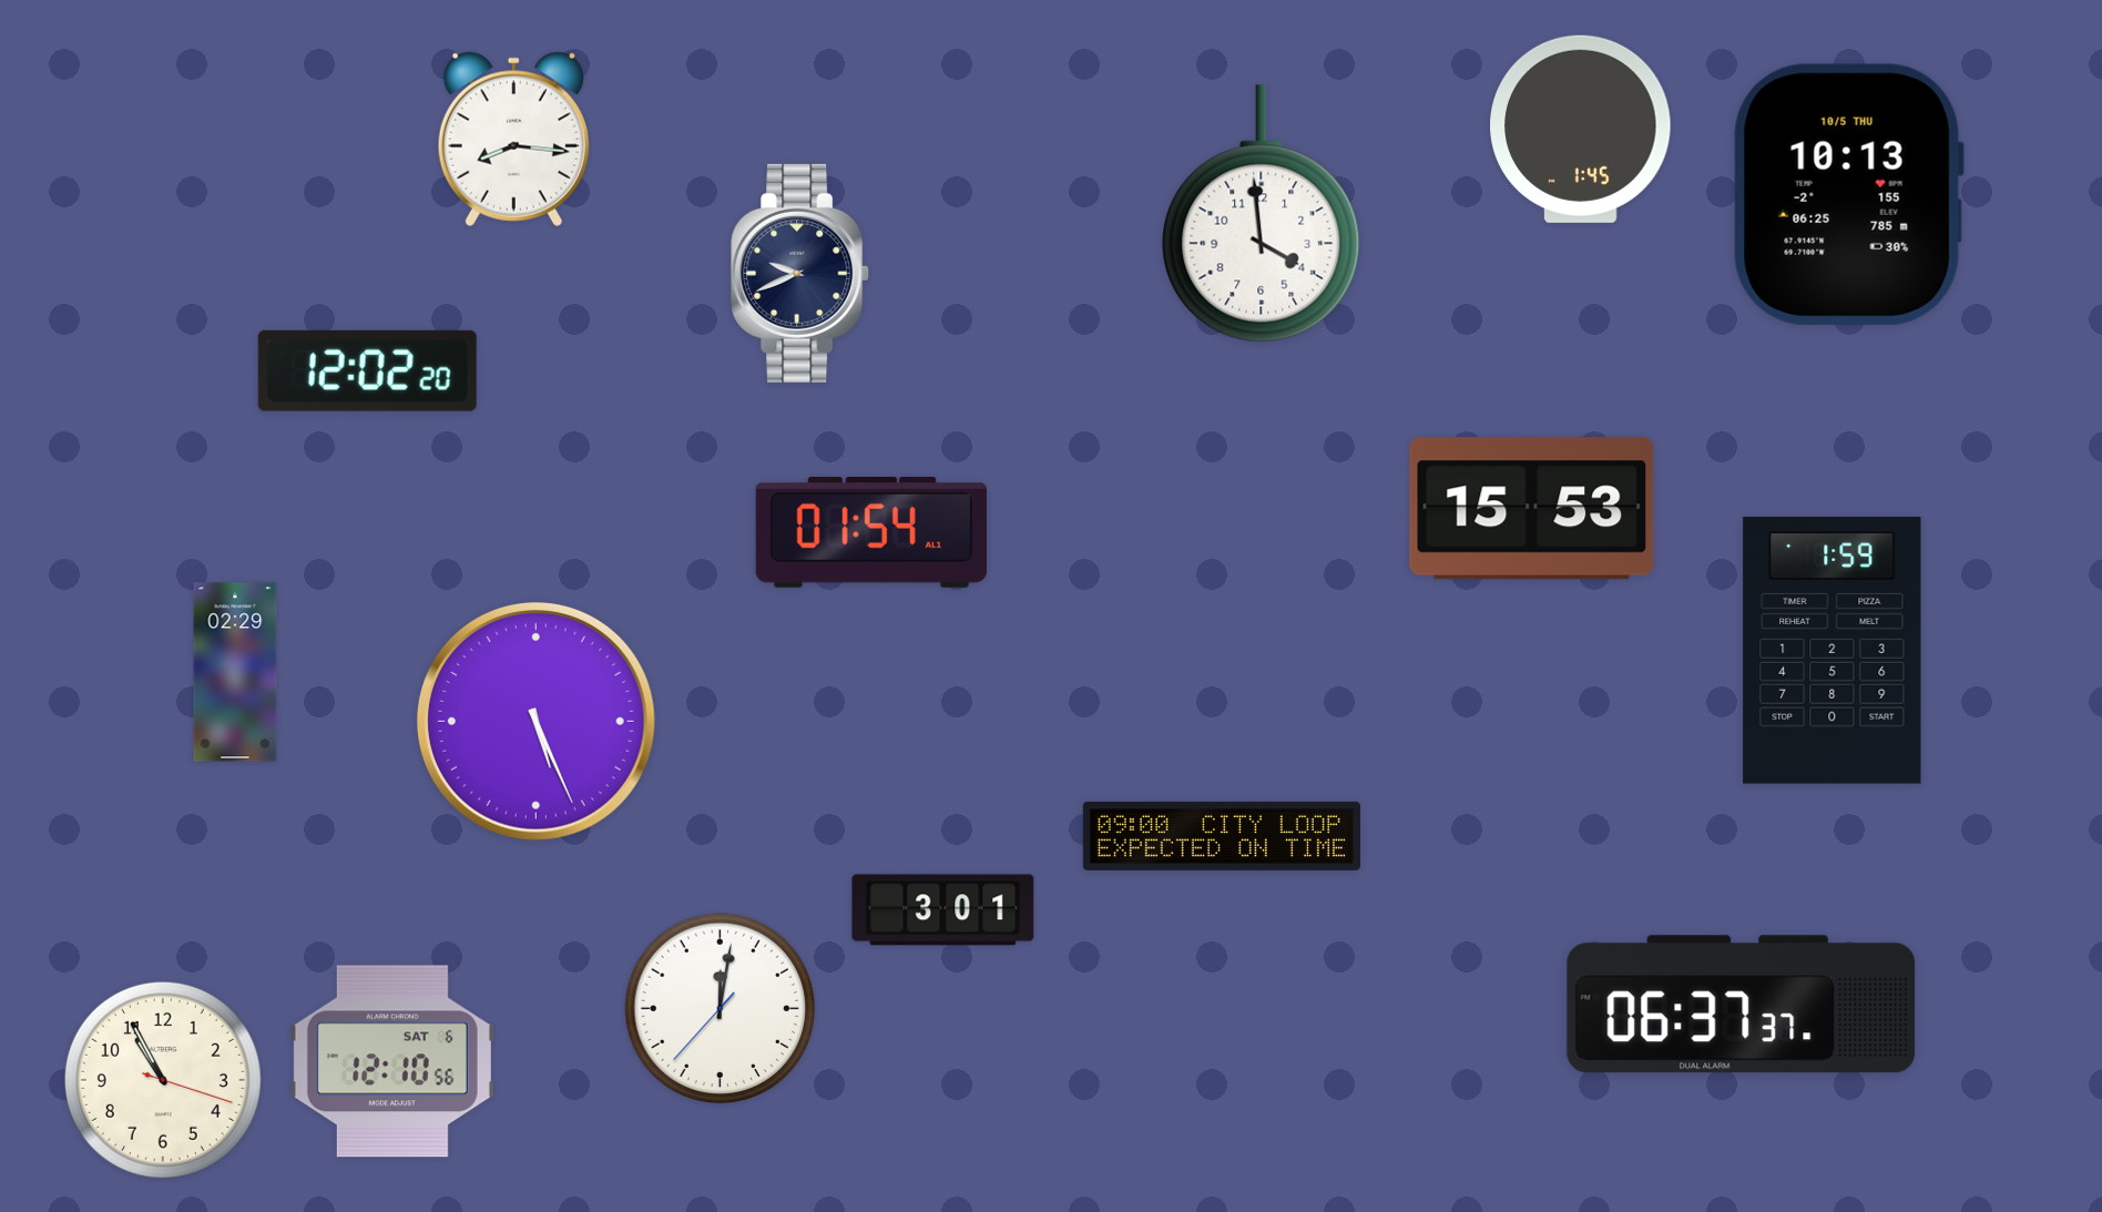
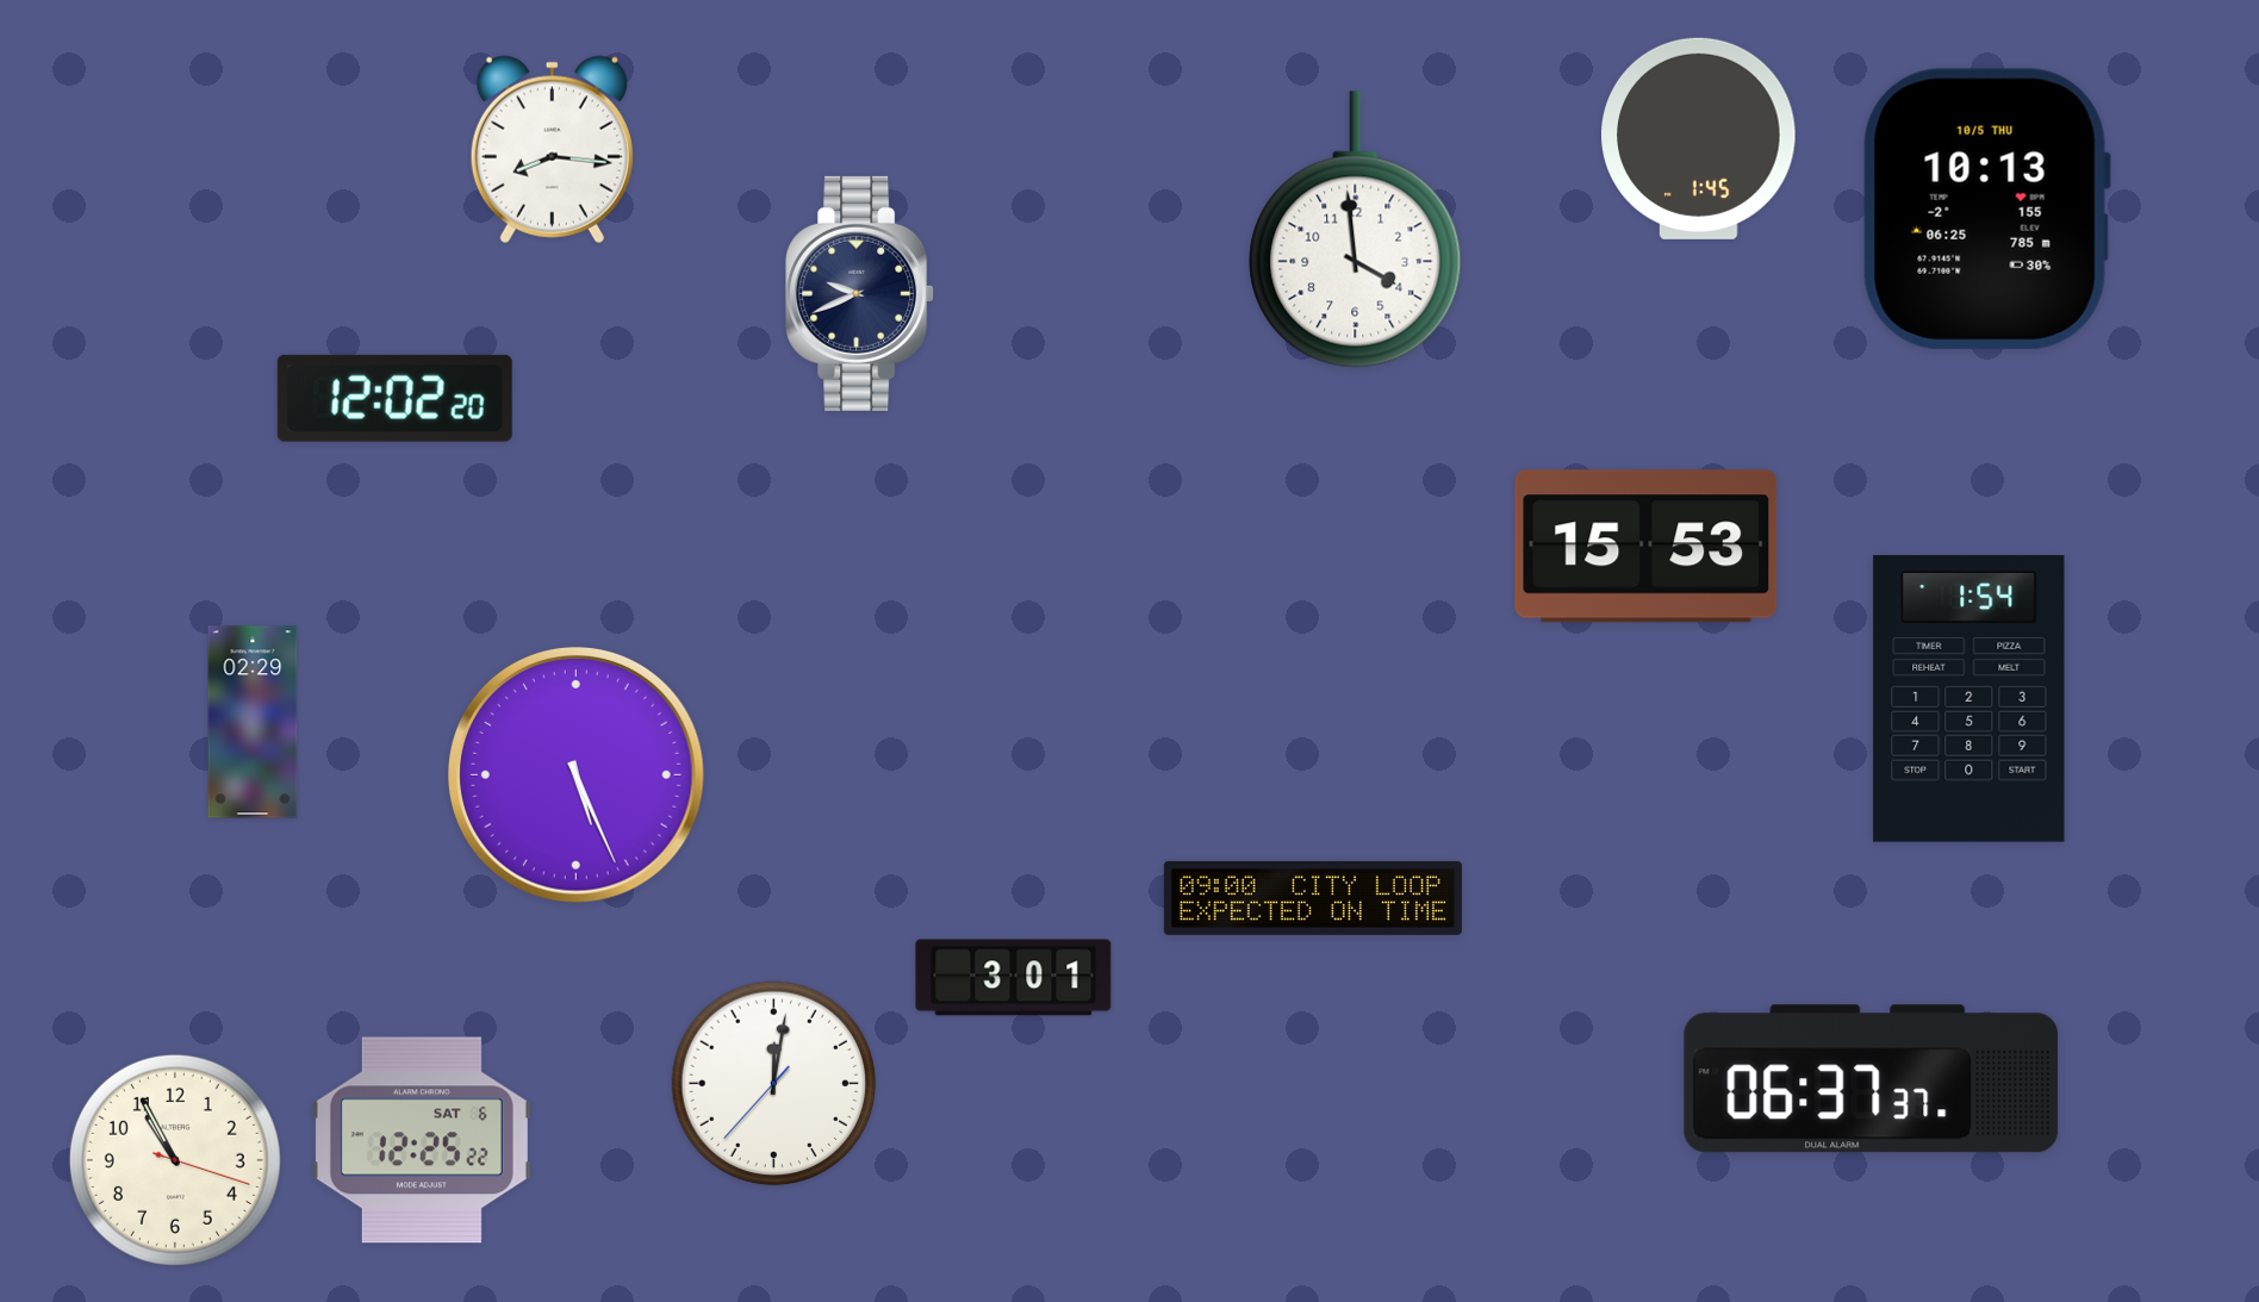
clock at (871, 532): 01:54 -> none
clock at (1833, 651): 1:59 -> 1:54
clock at (392, 1061): 12:10 -> 12:25
